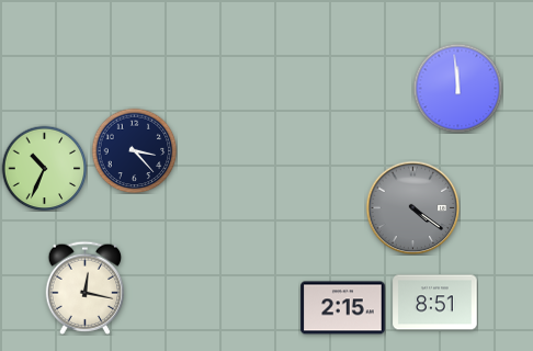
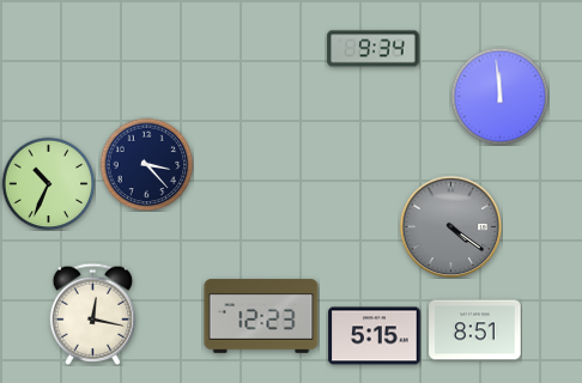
clock at (374, 49): none -> 9:34
clock at (261, 316): none -> 12:23
clock at (343, 308): 2:15 -> 5:15
